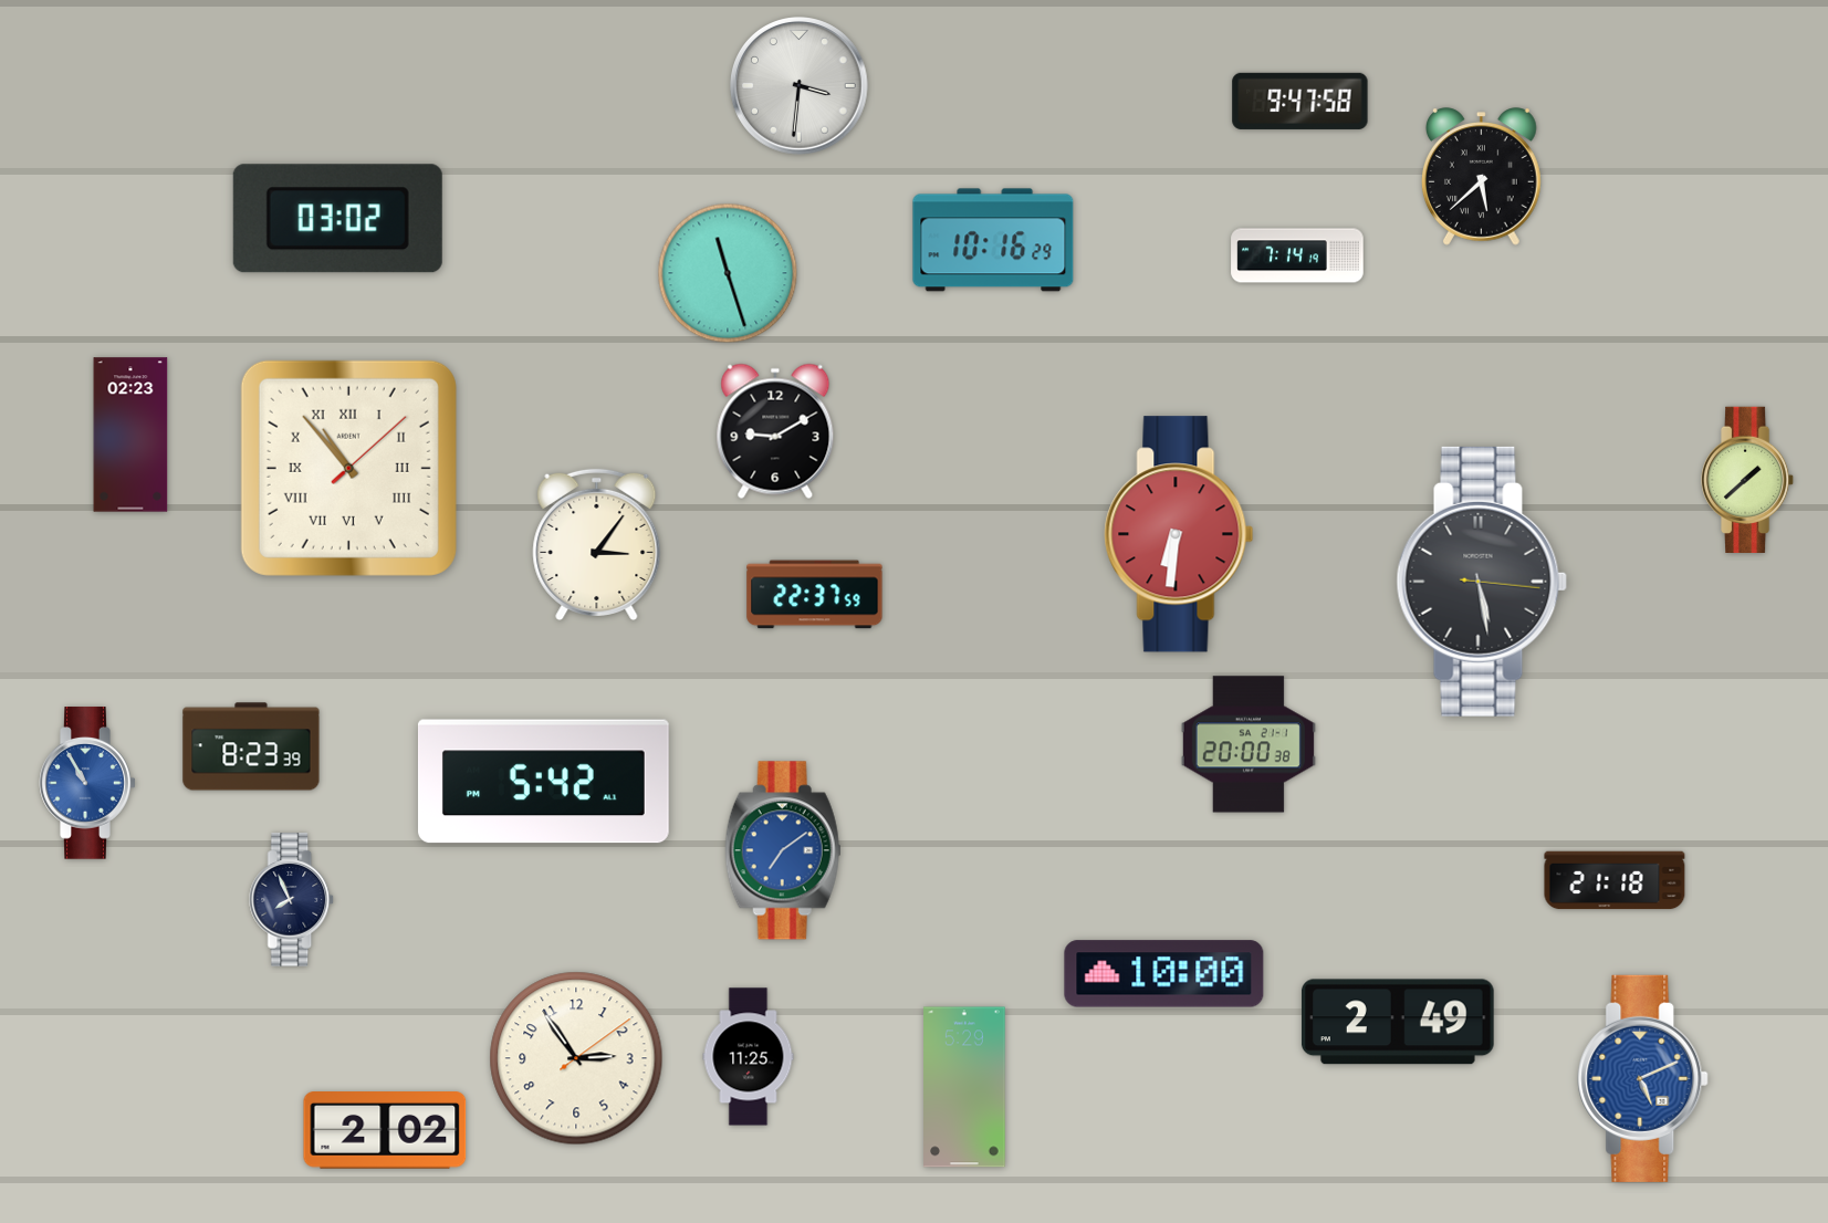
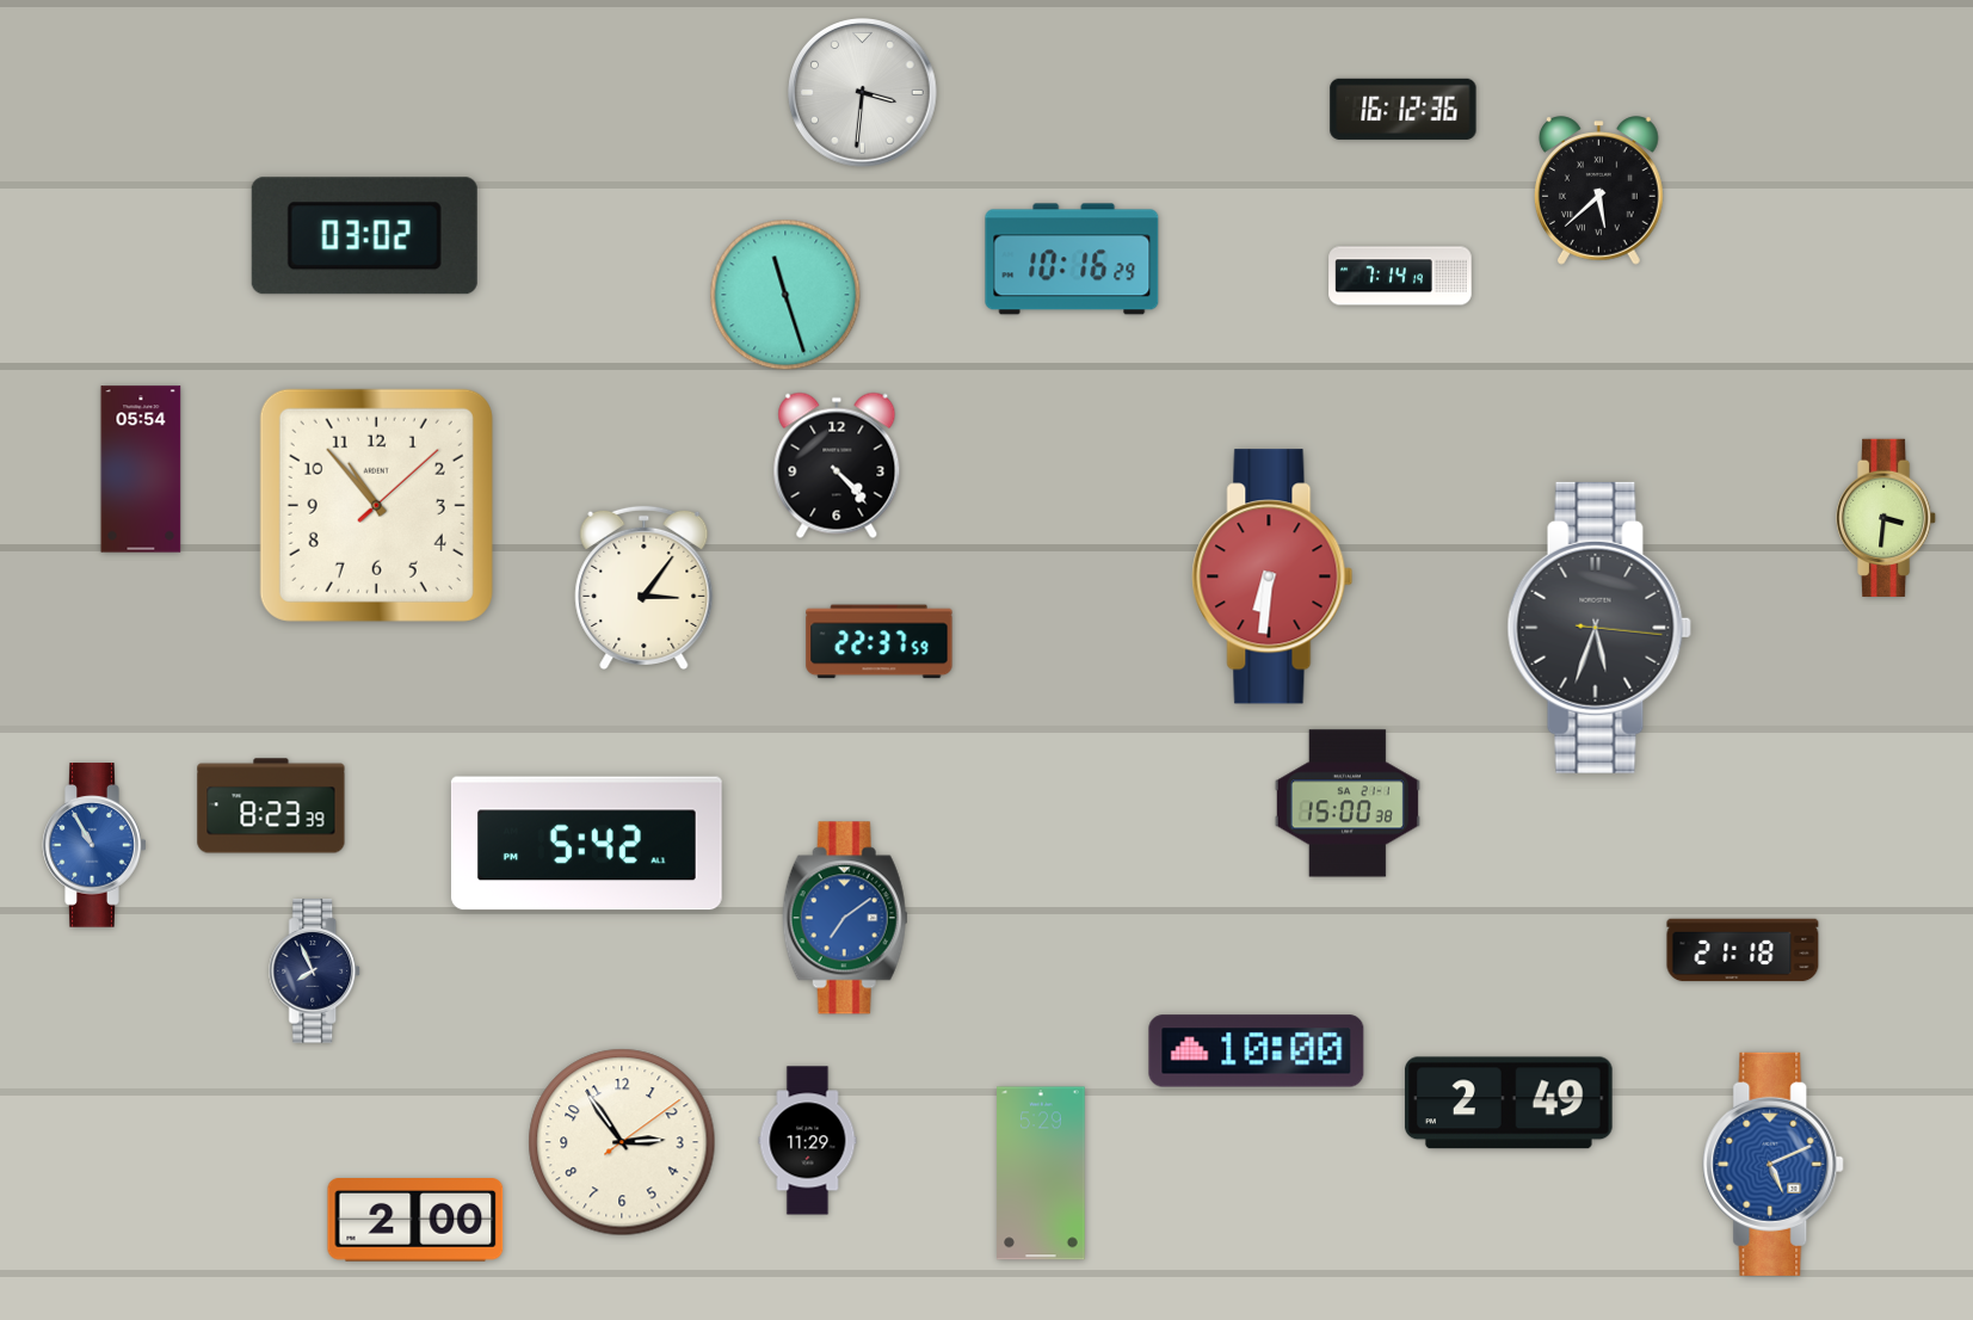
clock at (1301, 101): 9:47 -> 16:12
clock at (775, 431): 9:10 -> 4:23
clock at (130, 435): 02:23 -> 05:54
clock at (348, 468) numerals: Roman -> Arabic
clock at (1747, 479): 1:38 -> 3:31
clock at (1482, 582): 5:28 -> 5:33
clock at (1249, 744): 20:00 -> 15:00
clock at (749, 1057): 11:25 -> 11:29
clock at (385, 1131): 2:02 -> 2:00
